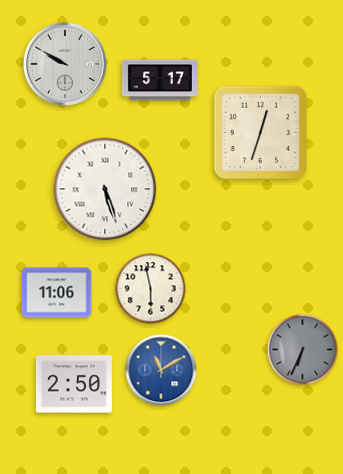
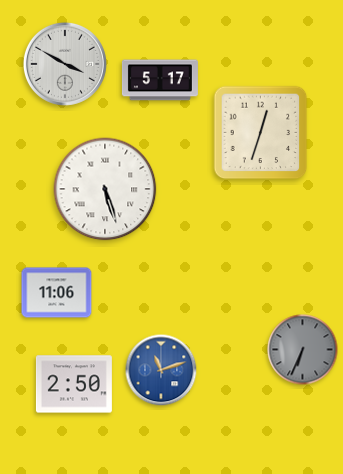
clock at (65, 64): 9:50 -> 3:50
clock at (151, 289): 5:58 -> none
clock at (161, 370): 11:10 -> 11:12
